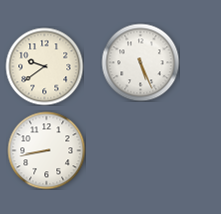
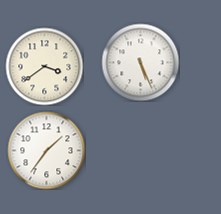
clock at (44, 66): 9:39 -> 3:39
clock at (46, 150): 8:43 -> 1:36
